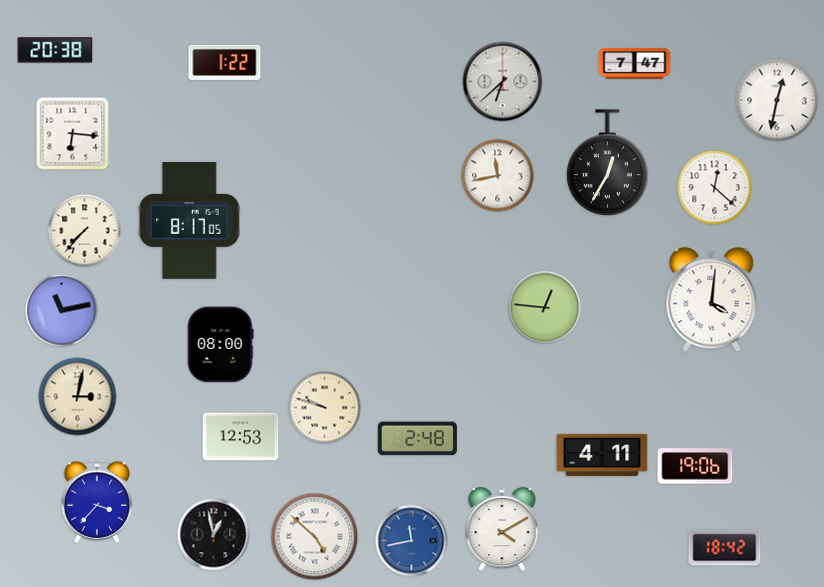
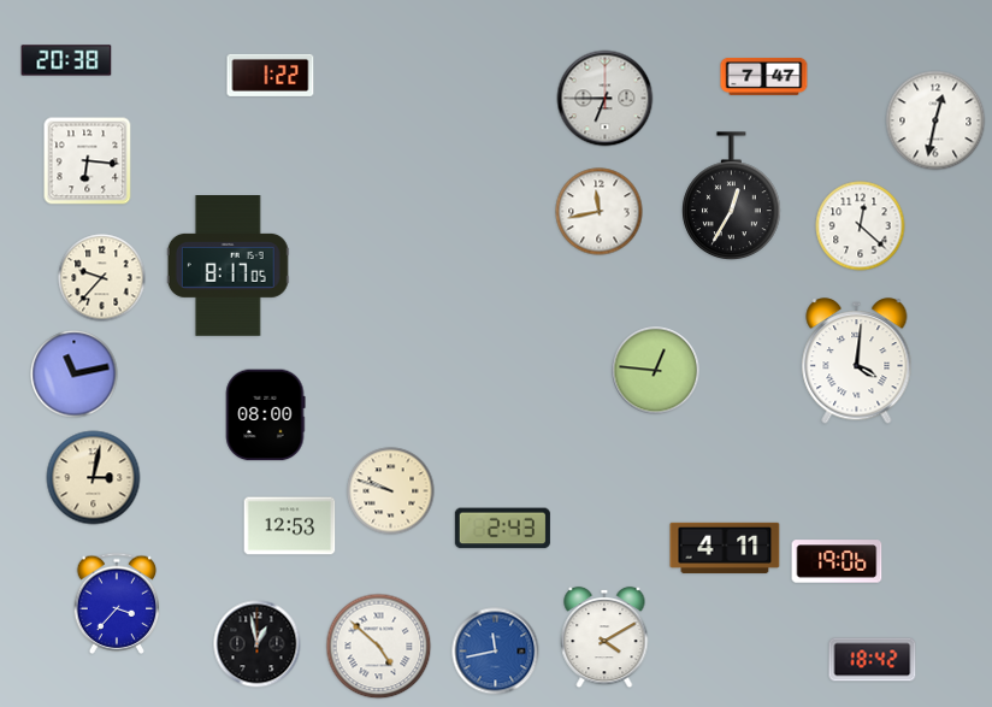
clock at (503, 82): 6:38 -> 6:45
clock at (85, 231): 7:37 -> 9:37
clock at (417, 439): 2:48 -> 2:43
